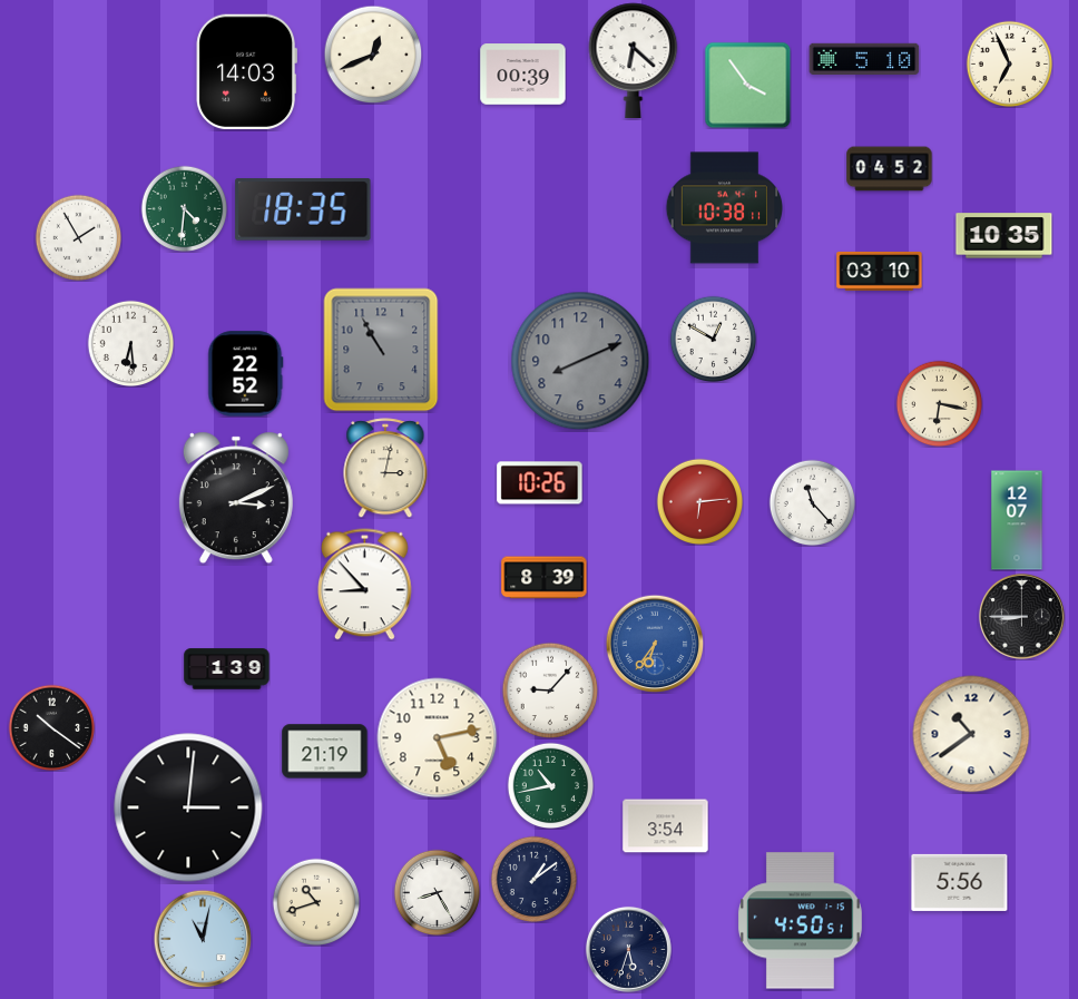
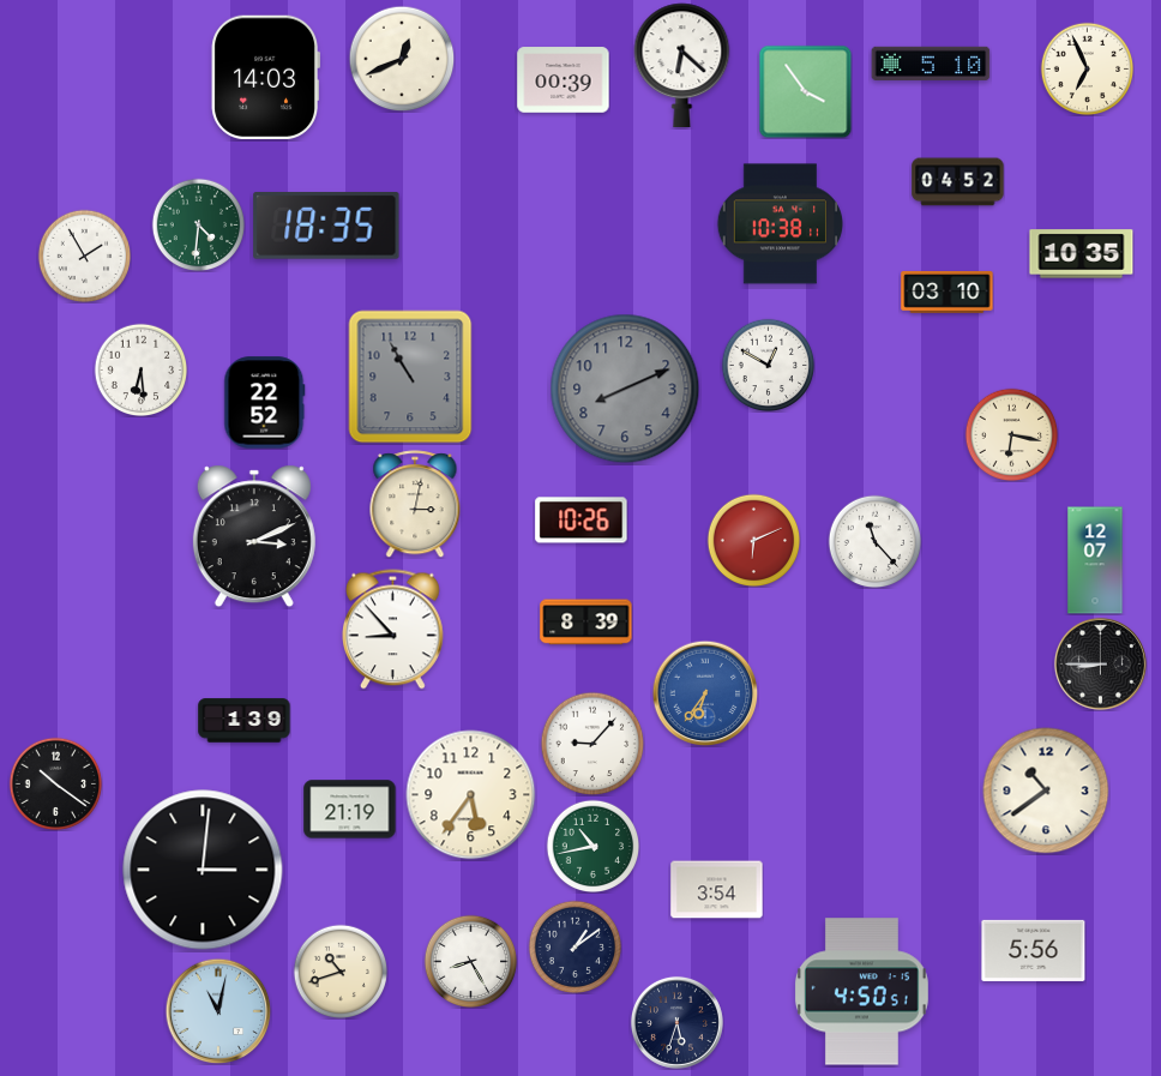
clock at (699, 501): 6:14 -> 6:11
clock at (438, 738): 5:13 -> 5:36
